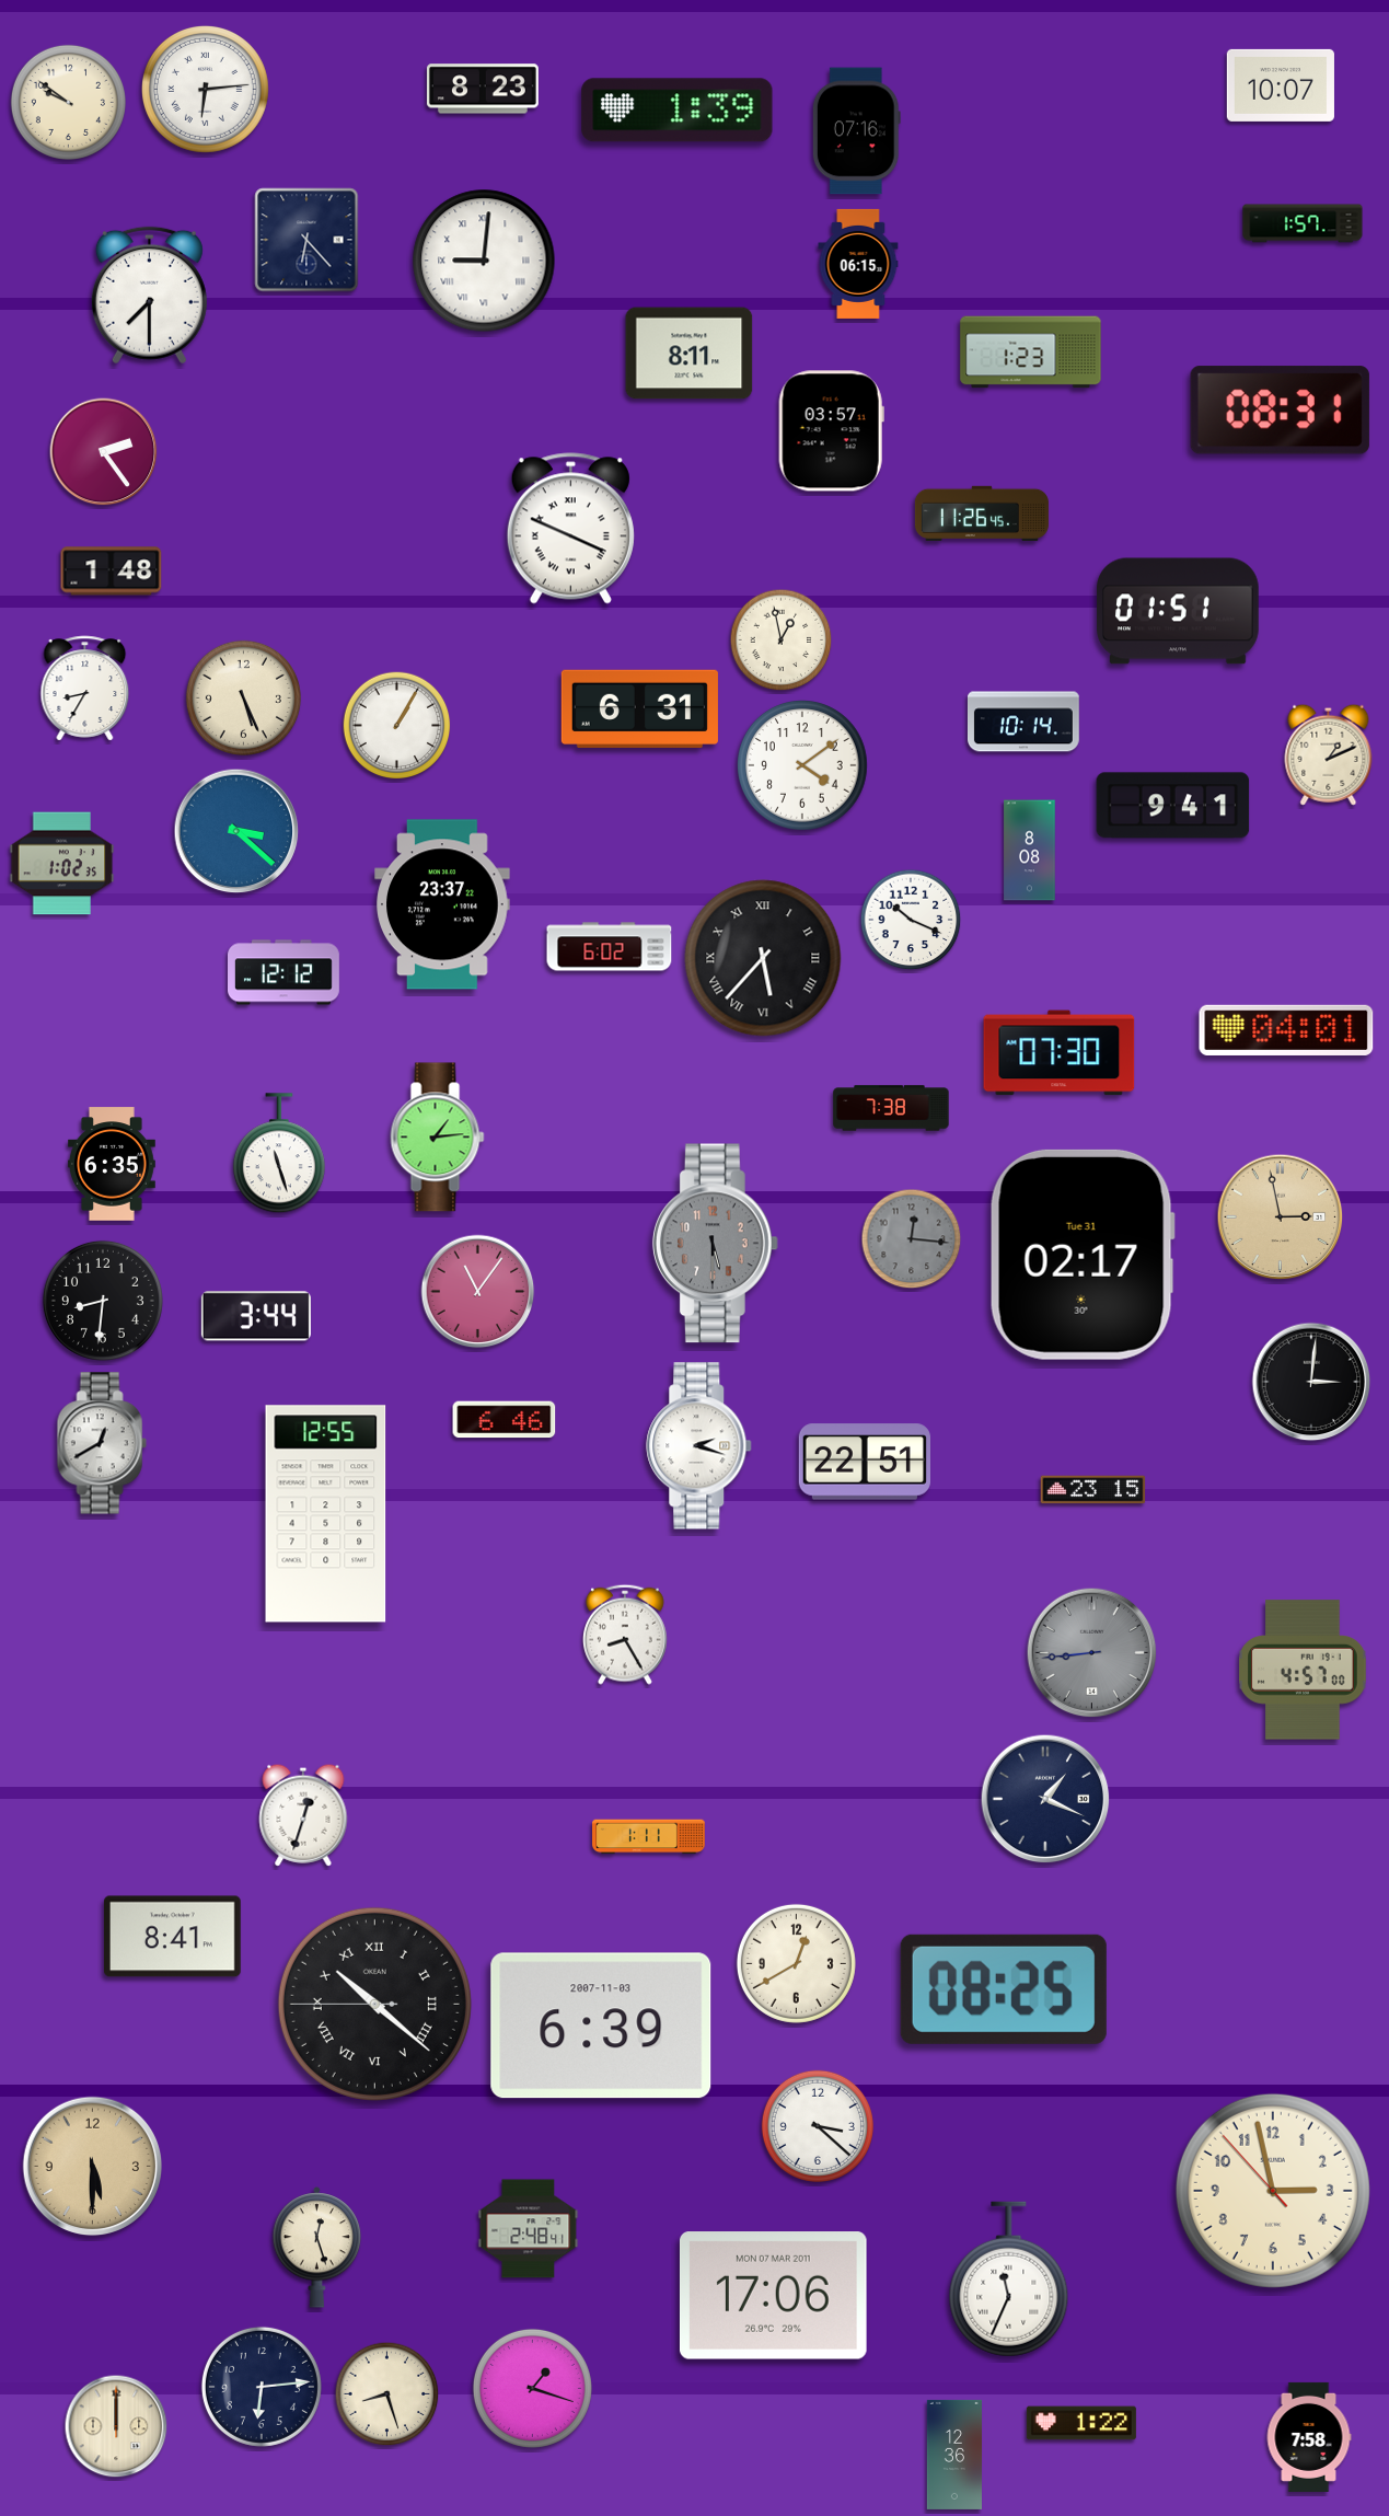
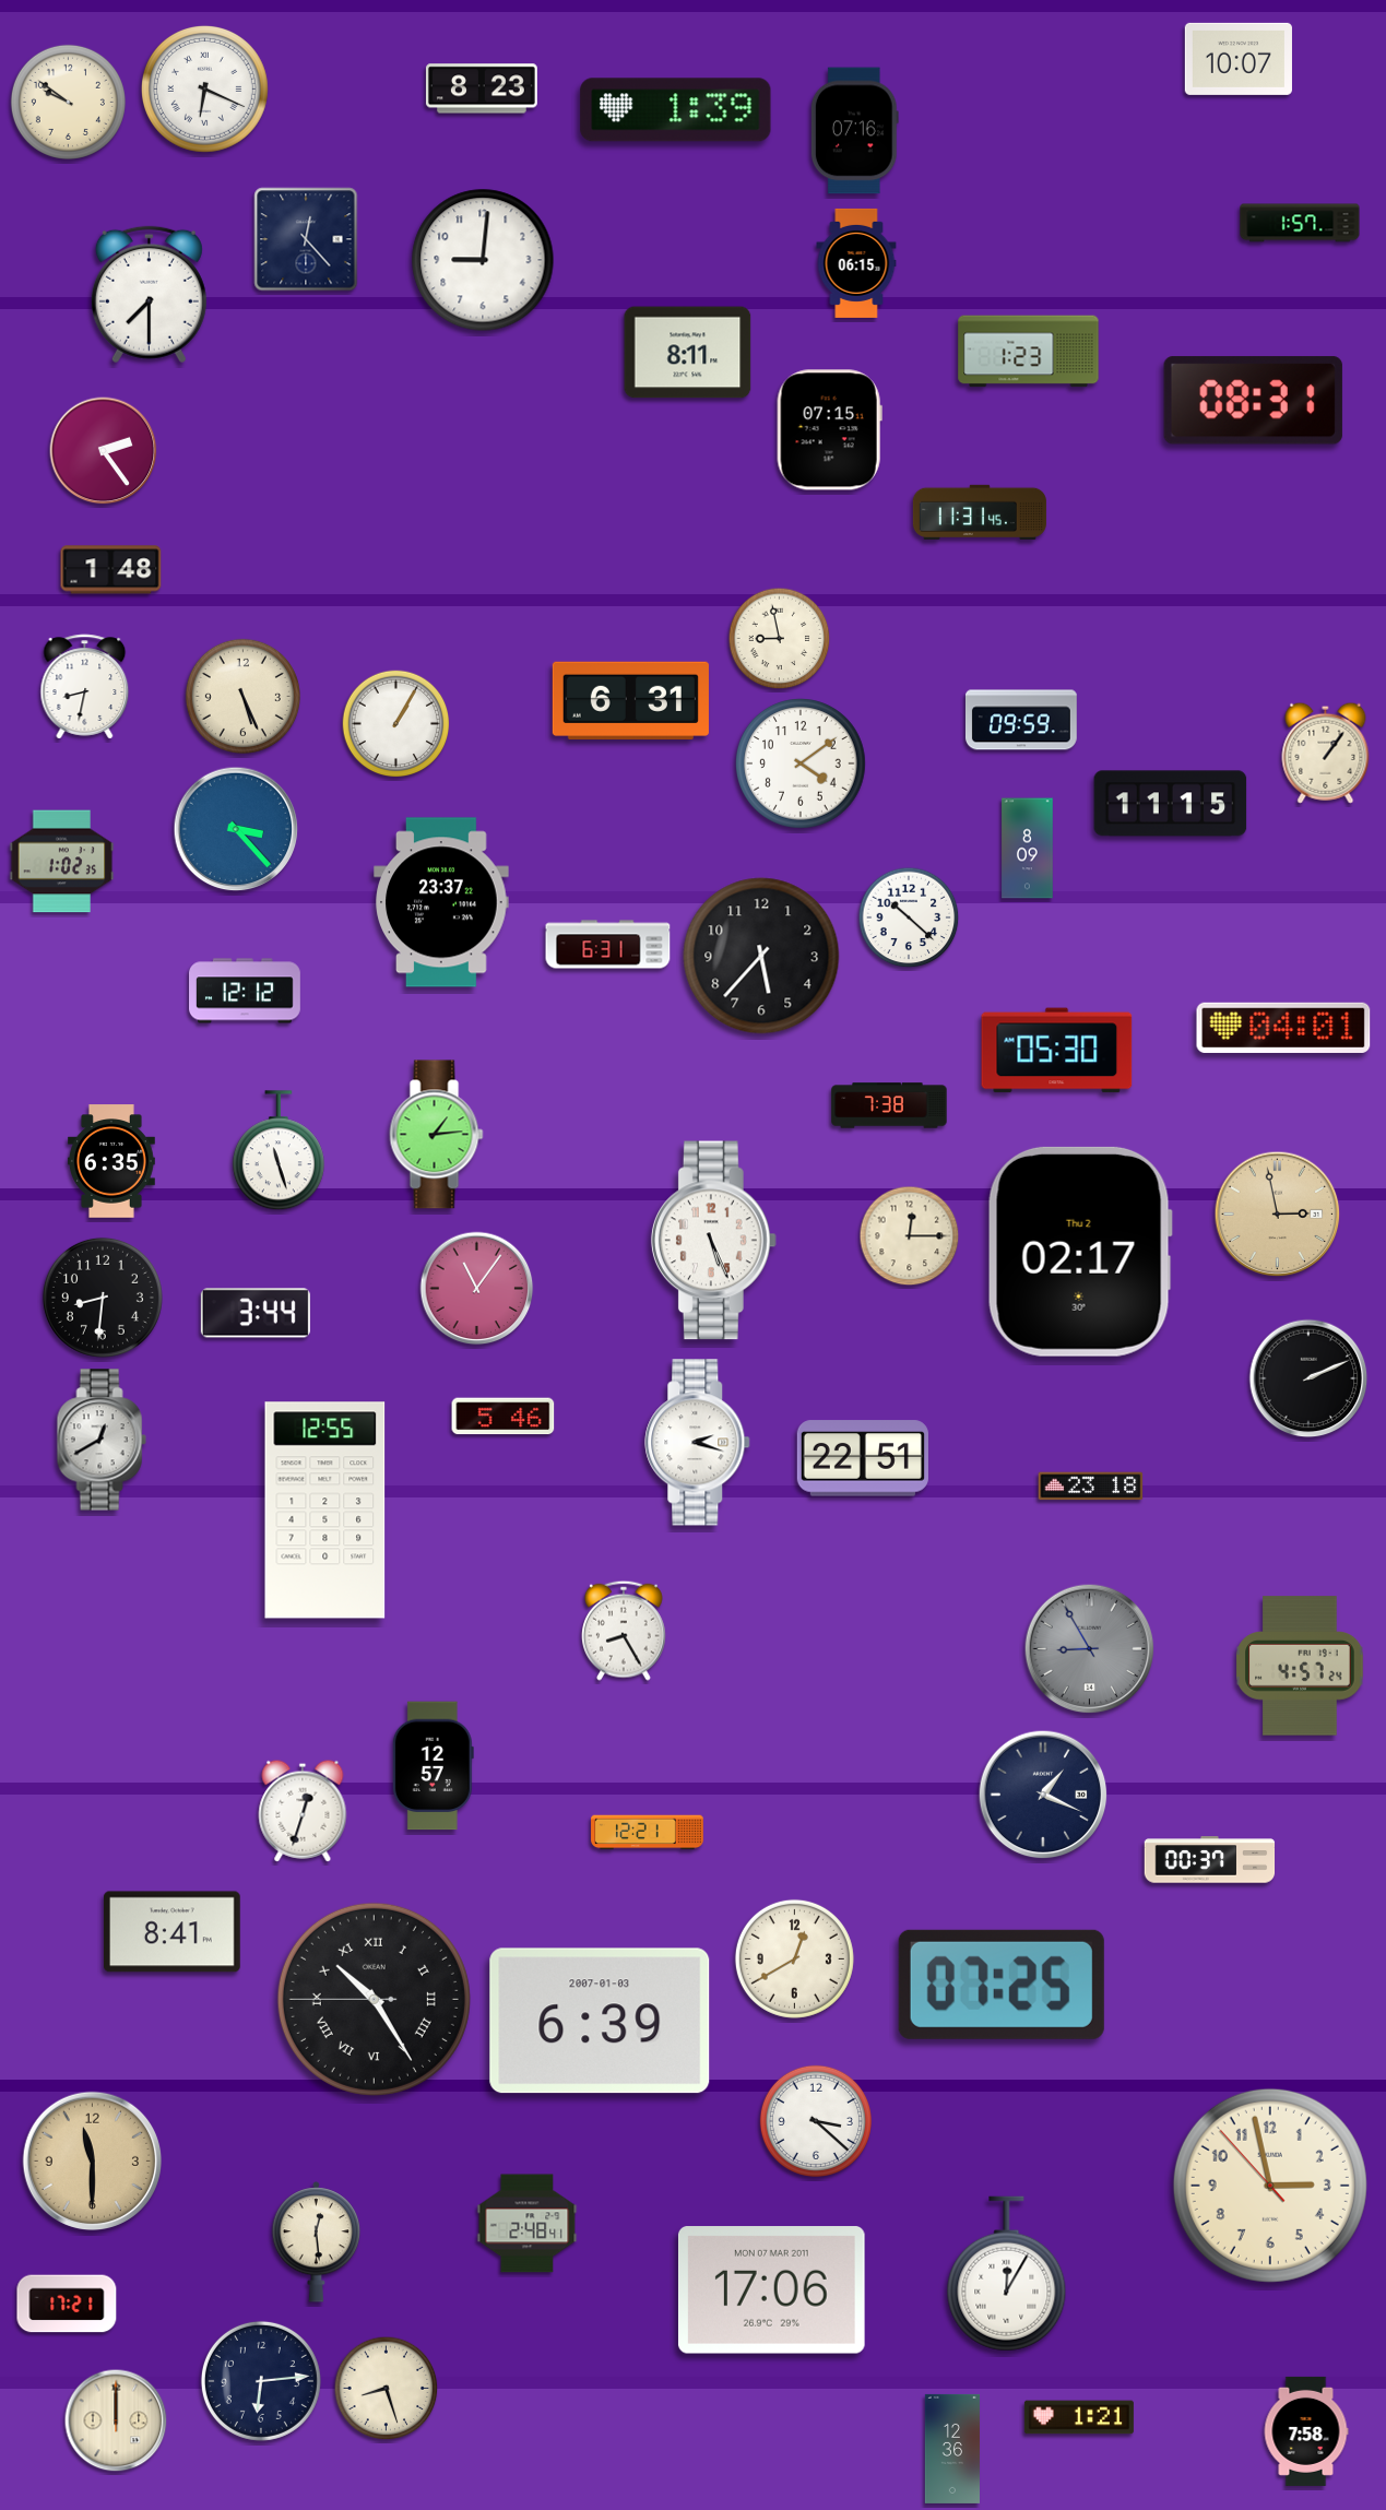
clock at (1281, 85) position: (1281, 85) -> (1239, 59)
clock at (205, 89): 6:14 -> 6:19
clock at (306, 240): 6:23 -> 12:23
clock at (484, 261) numerals: Roman -> Arabic
clock at (1280, 411) position: (1280, 411) -> (1253, 401)
clock at (831, 431): 03:57 -> 07:15
clock at (982, 513): 11:26 -> 11:31
clock at (570, 529): 3:49 -> none
clock at (1178, 611): 01:51 -> none
clock at (782, 640): 12:58 -> 8:58
clock at (85, 689): 8:35 -> 8:32
clock at (639, 708) position: (639, 708) -> (630, 700)
clock at (1023, 722): 10:14 -> 09:59
clock at (1329, 754): 1:11 -> 1:06
clock at (1173, 806): 9:41 -> 11:15
clock at (236, 831): 3:22 -> 3:23
clock at (1030, 851): 8:08 -> 8:09
clock at (911, 920): 10:19 -> 10:22
clock at (610, 947): 6:02 -> 6:31
clock at (763, 958) numerals: Roman -> Arabic
clock at (285, 972) position: (285, 972) -> (246, 991)
clock at (1060, 1053): 07:30 -> 05:30
clock at (912, 1239): 12:16 -> 12:15
clock at (912, 1239) dial: grey -> cream
clock at (715, 1244): 5:30 -> 5:26
clock at (715, 1244) dial: grey -> white
clock at (1083, 1255) date: Tue 31 -> Thu 2
clock at (1311, 1382): 3:01 -> 2:11
clock at (505, 1420): 6:46 -> 5:46
clock at (1093, 1490): 23:15 -> 23:18
clock at (1092, 1653): 8:44 -> 8:55
clock at (1303, 1670): 4:57:00 -> 4:57:24
clock at (433, 1766): none -> 12:57
clock at (649, 1837): 1:11 -> 12:21
clock at (1210, 1860): none -> 00:37
clock at (1004, 1989): 08:25 -> 07:25
clock at (374, 2004): 10:21 -> 10:24
clock at (601, 2026) date: 2007-11-03 -> 2007-01-03
clock at (93, 2167): 5:30 -> 11:30
clock at (317, 2248): 12:27 -> 12:29
clock at (1009, 2280): 11:34 -> 12:05
clock at (67, 2304): none -> 17:21
clock at (532, 2388): 1:18 -> none
clock at (1081, 2423): 1:22 -> 1:21
